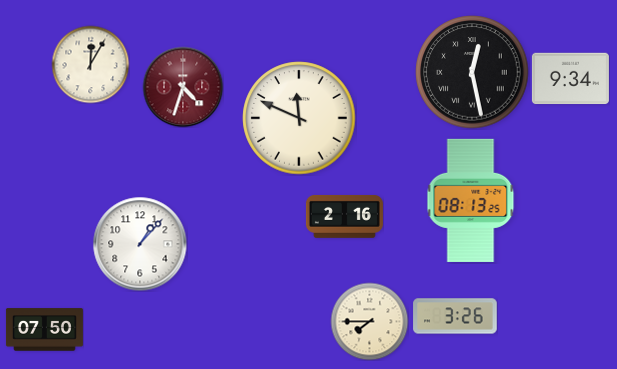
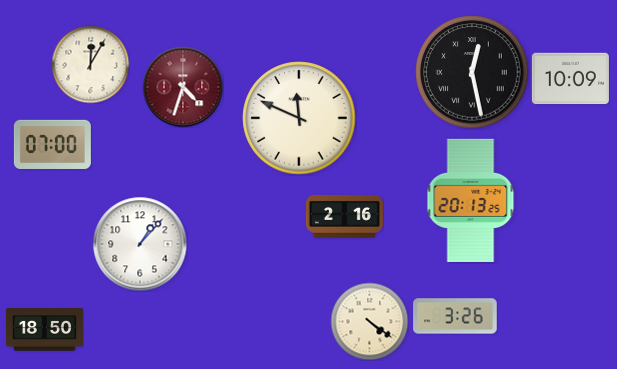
clock at (570, 79): 9:34 -> 10:09
clock at (52, 144): none -> 07:00
clock at (471, 200): 08:13 -> 20:13
clock at (369, 321): 7:45 -> 4:21
clock at (44, 330): 07:50 -> 18:50
